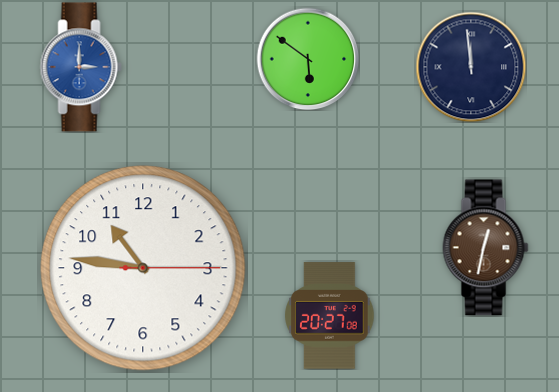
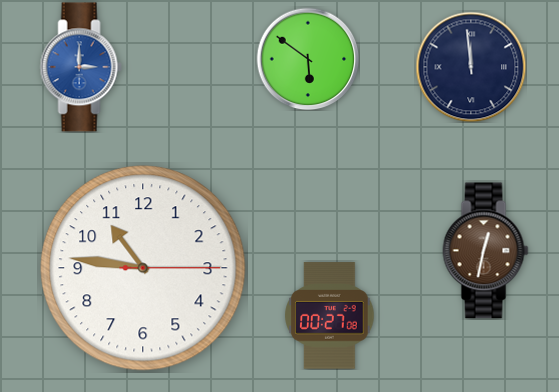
clock at (486, 248) position: (486, 248) -> (486, 251)
clock at (330, 316): 20:27 -> 00:27
